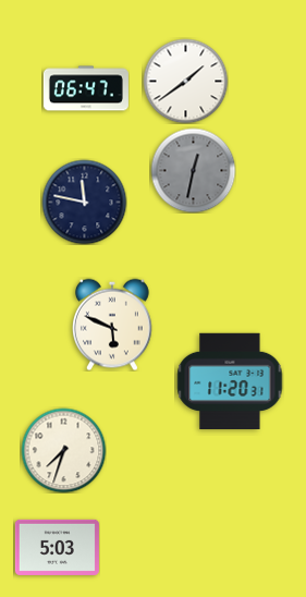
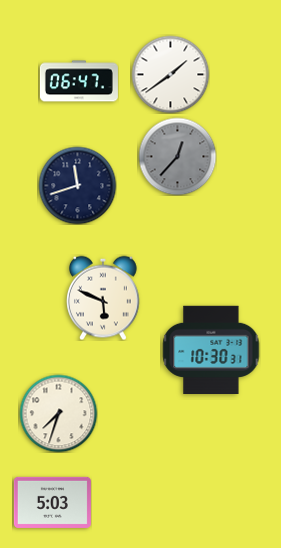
clock at (193, 170): 12:32 -> 12:37
clock at (84, 202): 11:47 -> 11:42
clock at (230, 380): 11:20 -> 10:30
